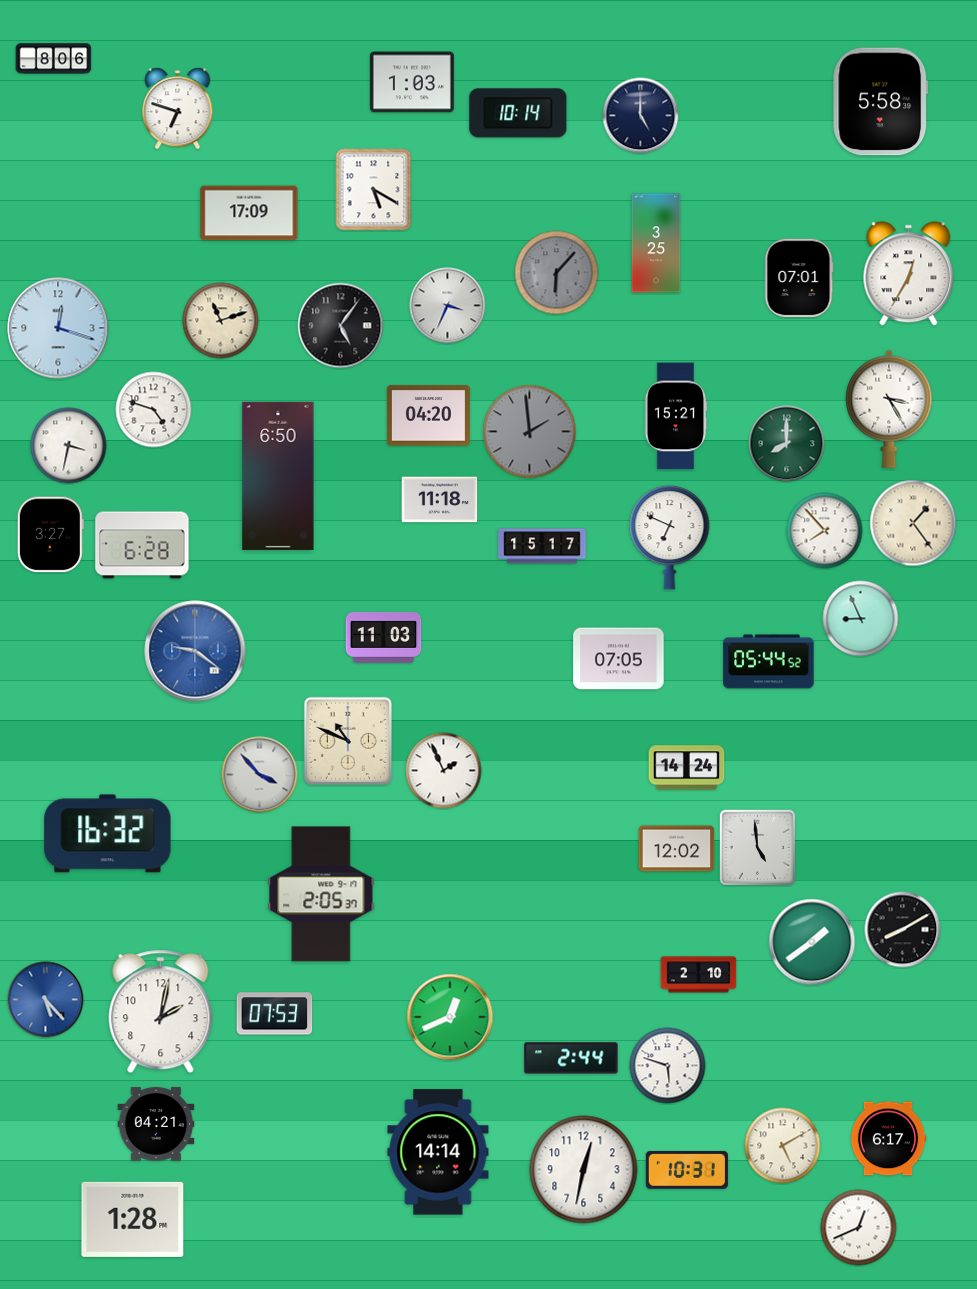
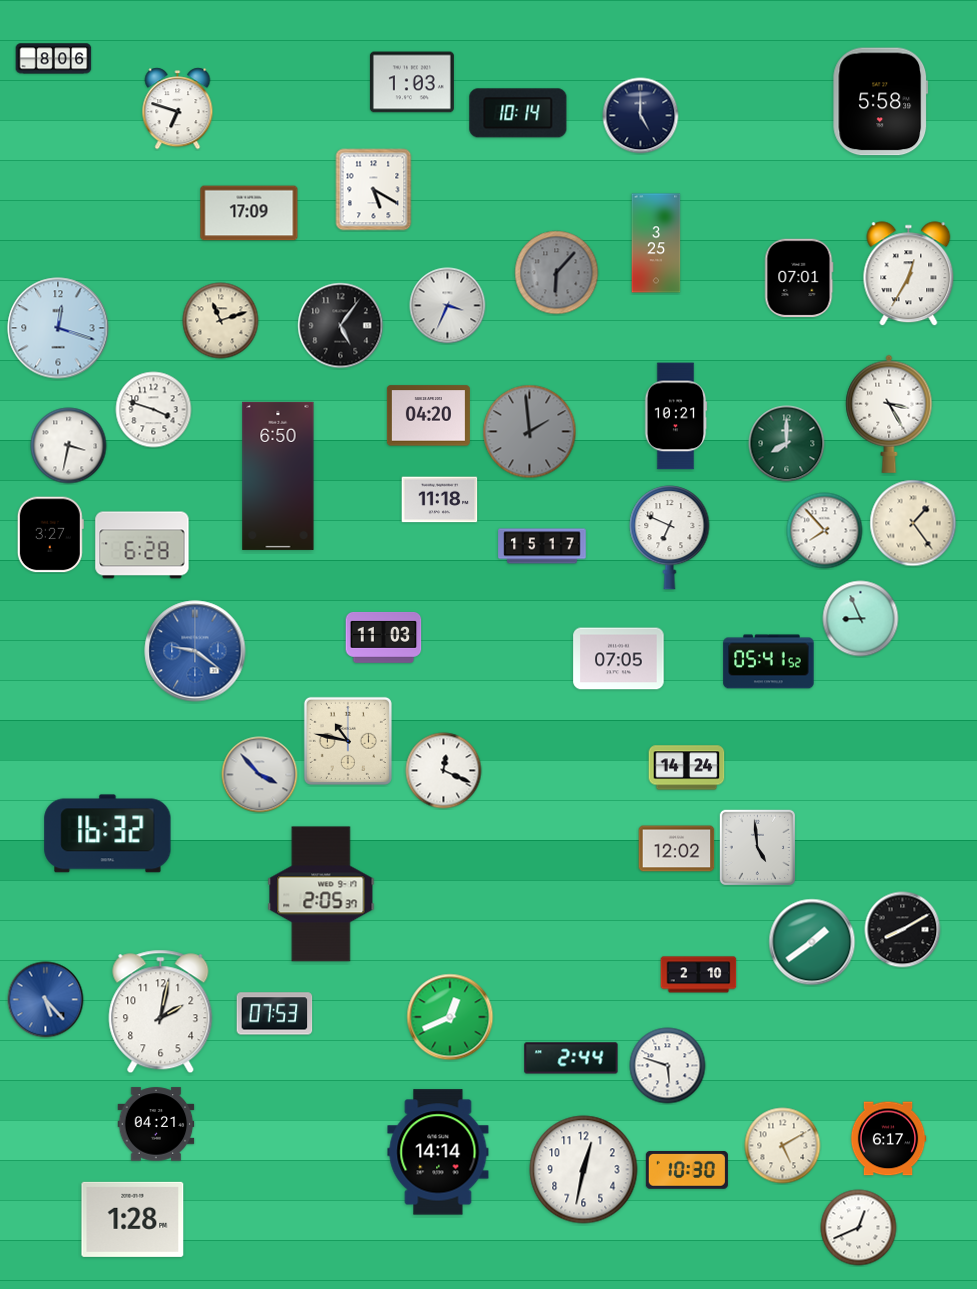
clock at (889, 409) position: (889, 409) -> (889, 414)
clock at (154, 410): 4:48 -> 3:48
clock at (676, 416): 15:21 -> 10:21
clock at (769, 662): 05:44 -> 05:41
clock at (348, 741): 10:49 -> 10:47
clock at (444, 771): 1:56 -> 12:19
clock at (687, 1170): 10:31 -> 10:30
